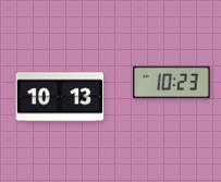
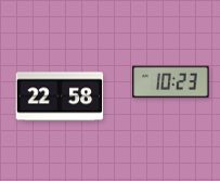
clock at (60, 97): 10:13 -> 22:58
